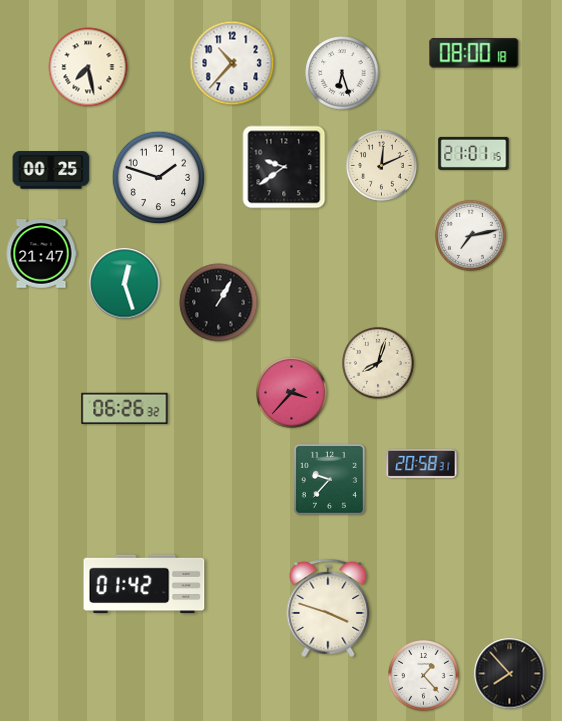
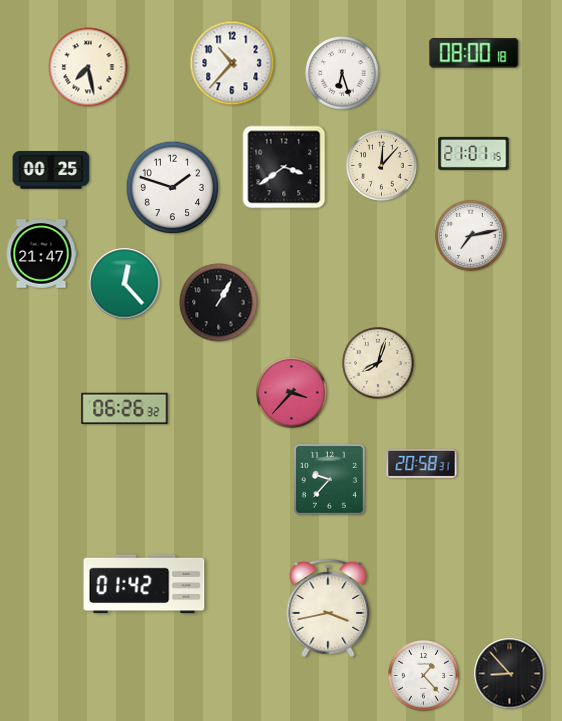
clock at (382, 166): 12:11 -> 12:07
clock at (284, 167): 9:39 -> 3:39
clock at (159, 178) position: (159, 178) -> (173, 188)
clock at (125, 284): 12:27 -> 12:23
clock at (328, 608): 3:48 -> 3:43
clock at (510, 674): 7:53 -> 8:53
